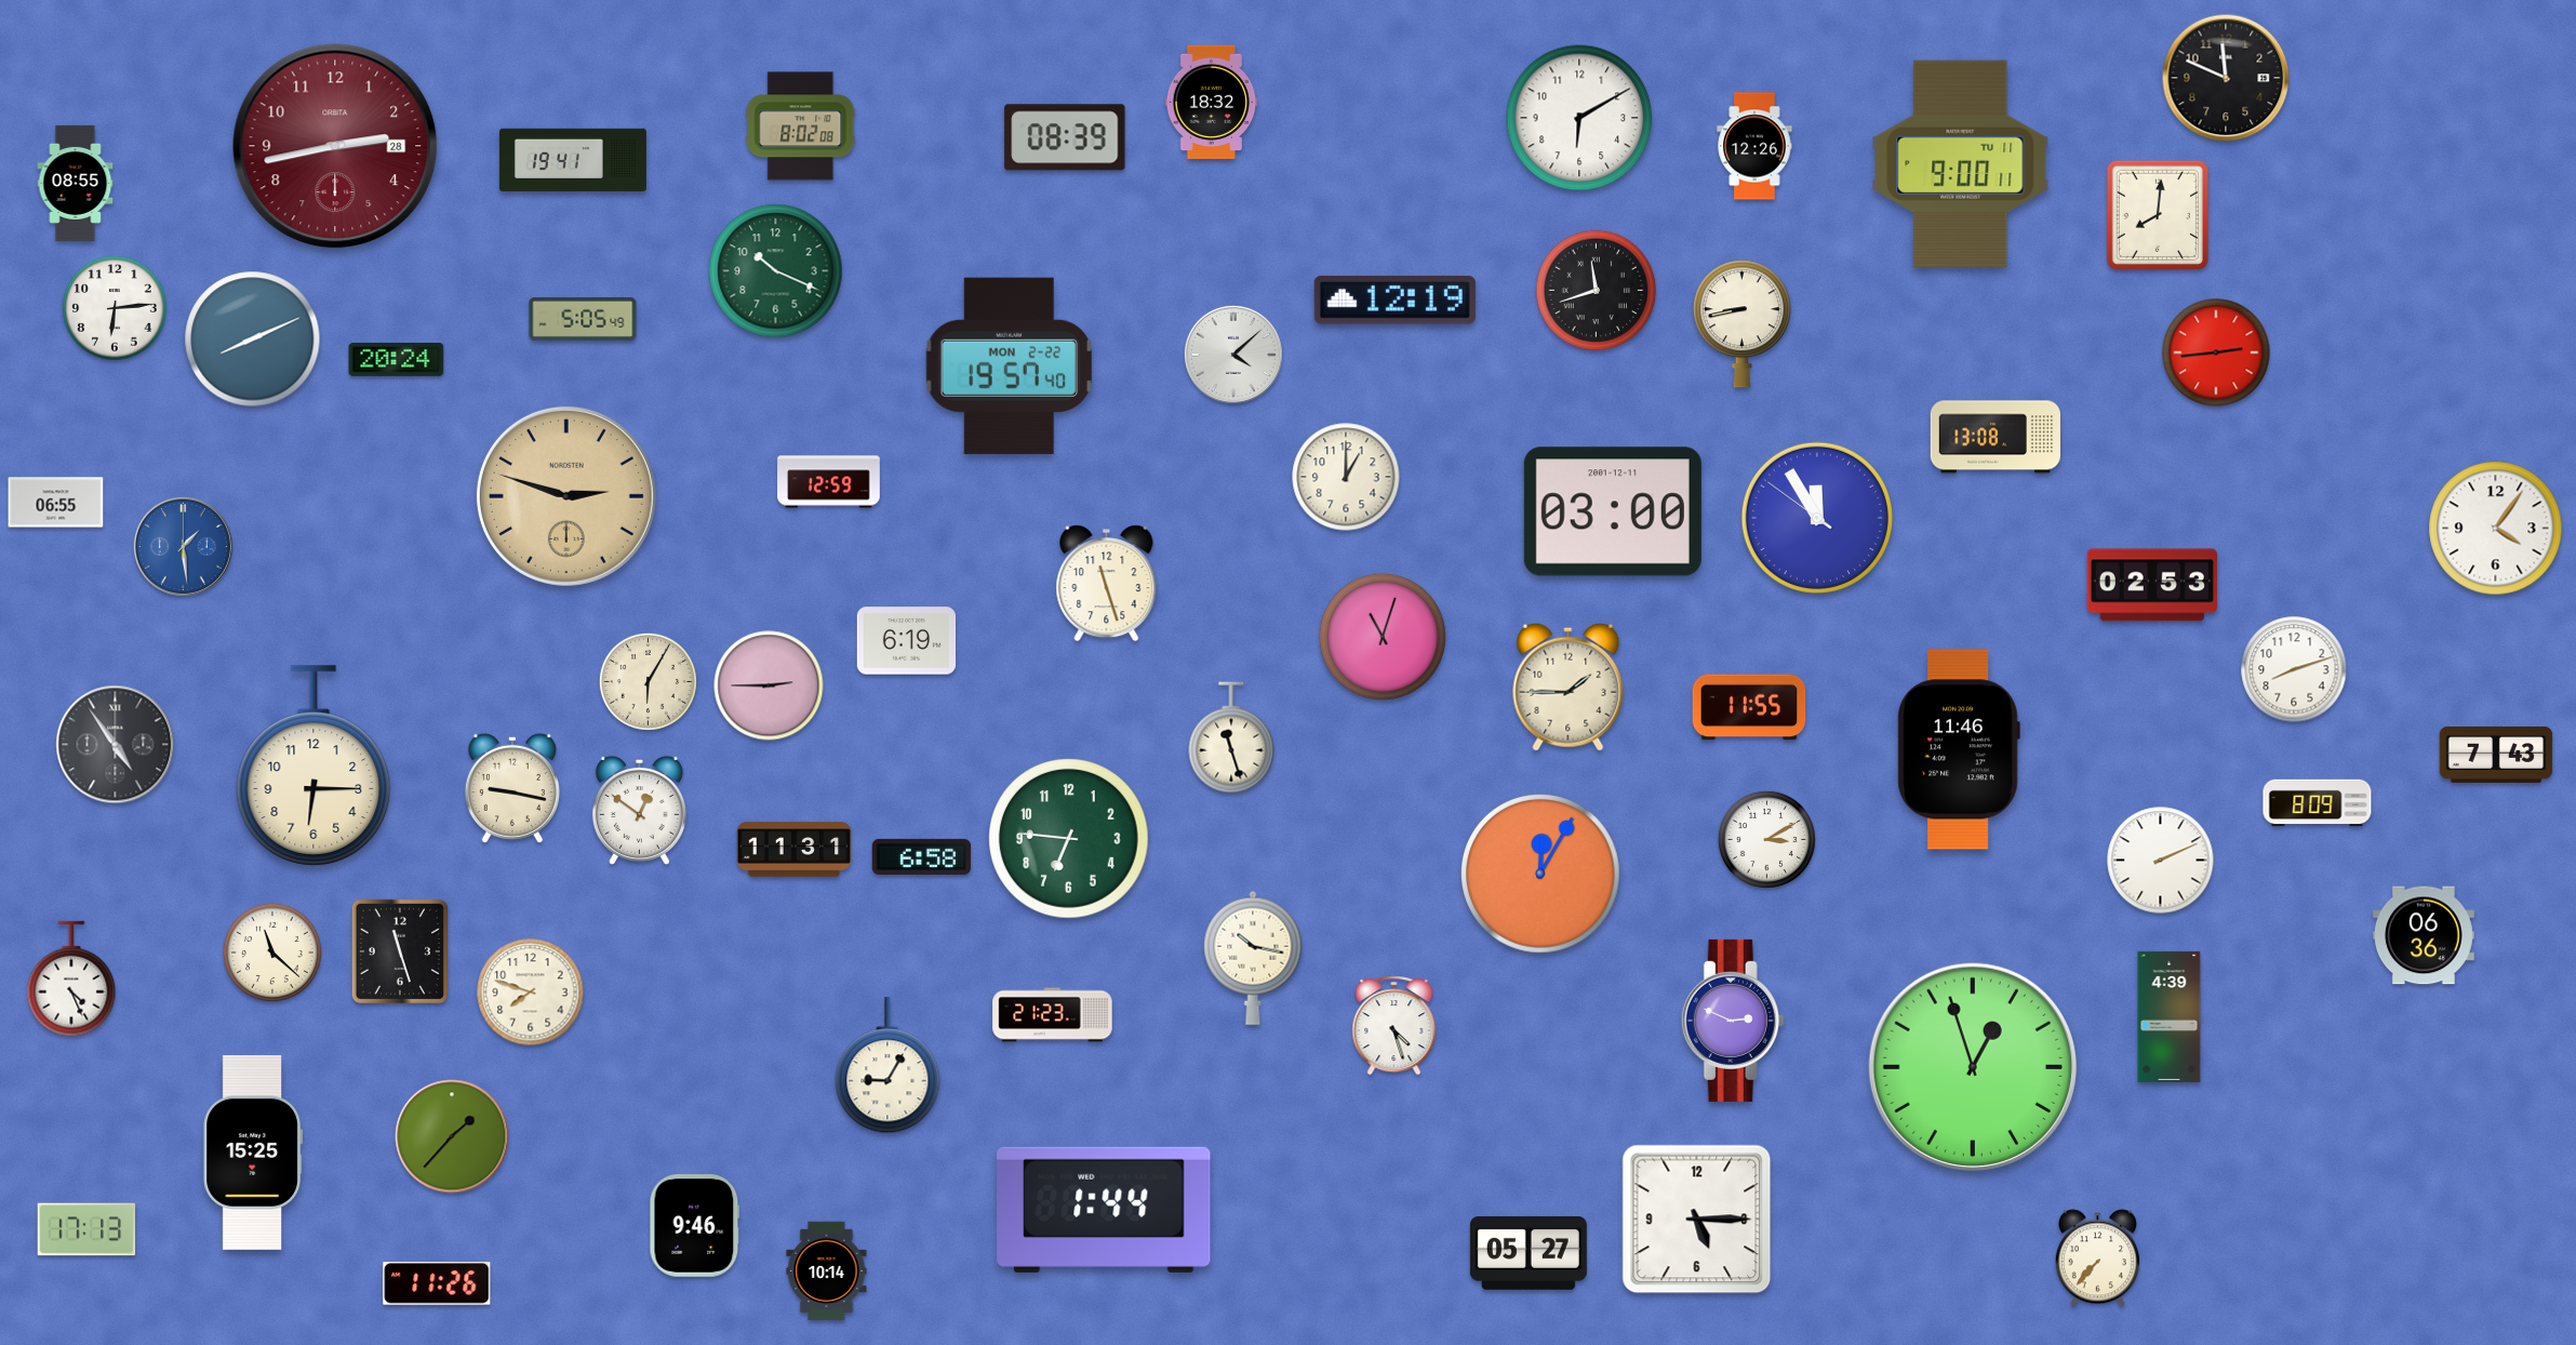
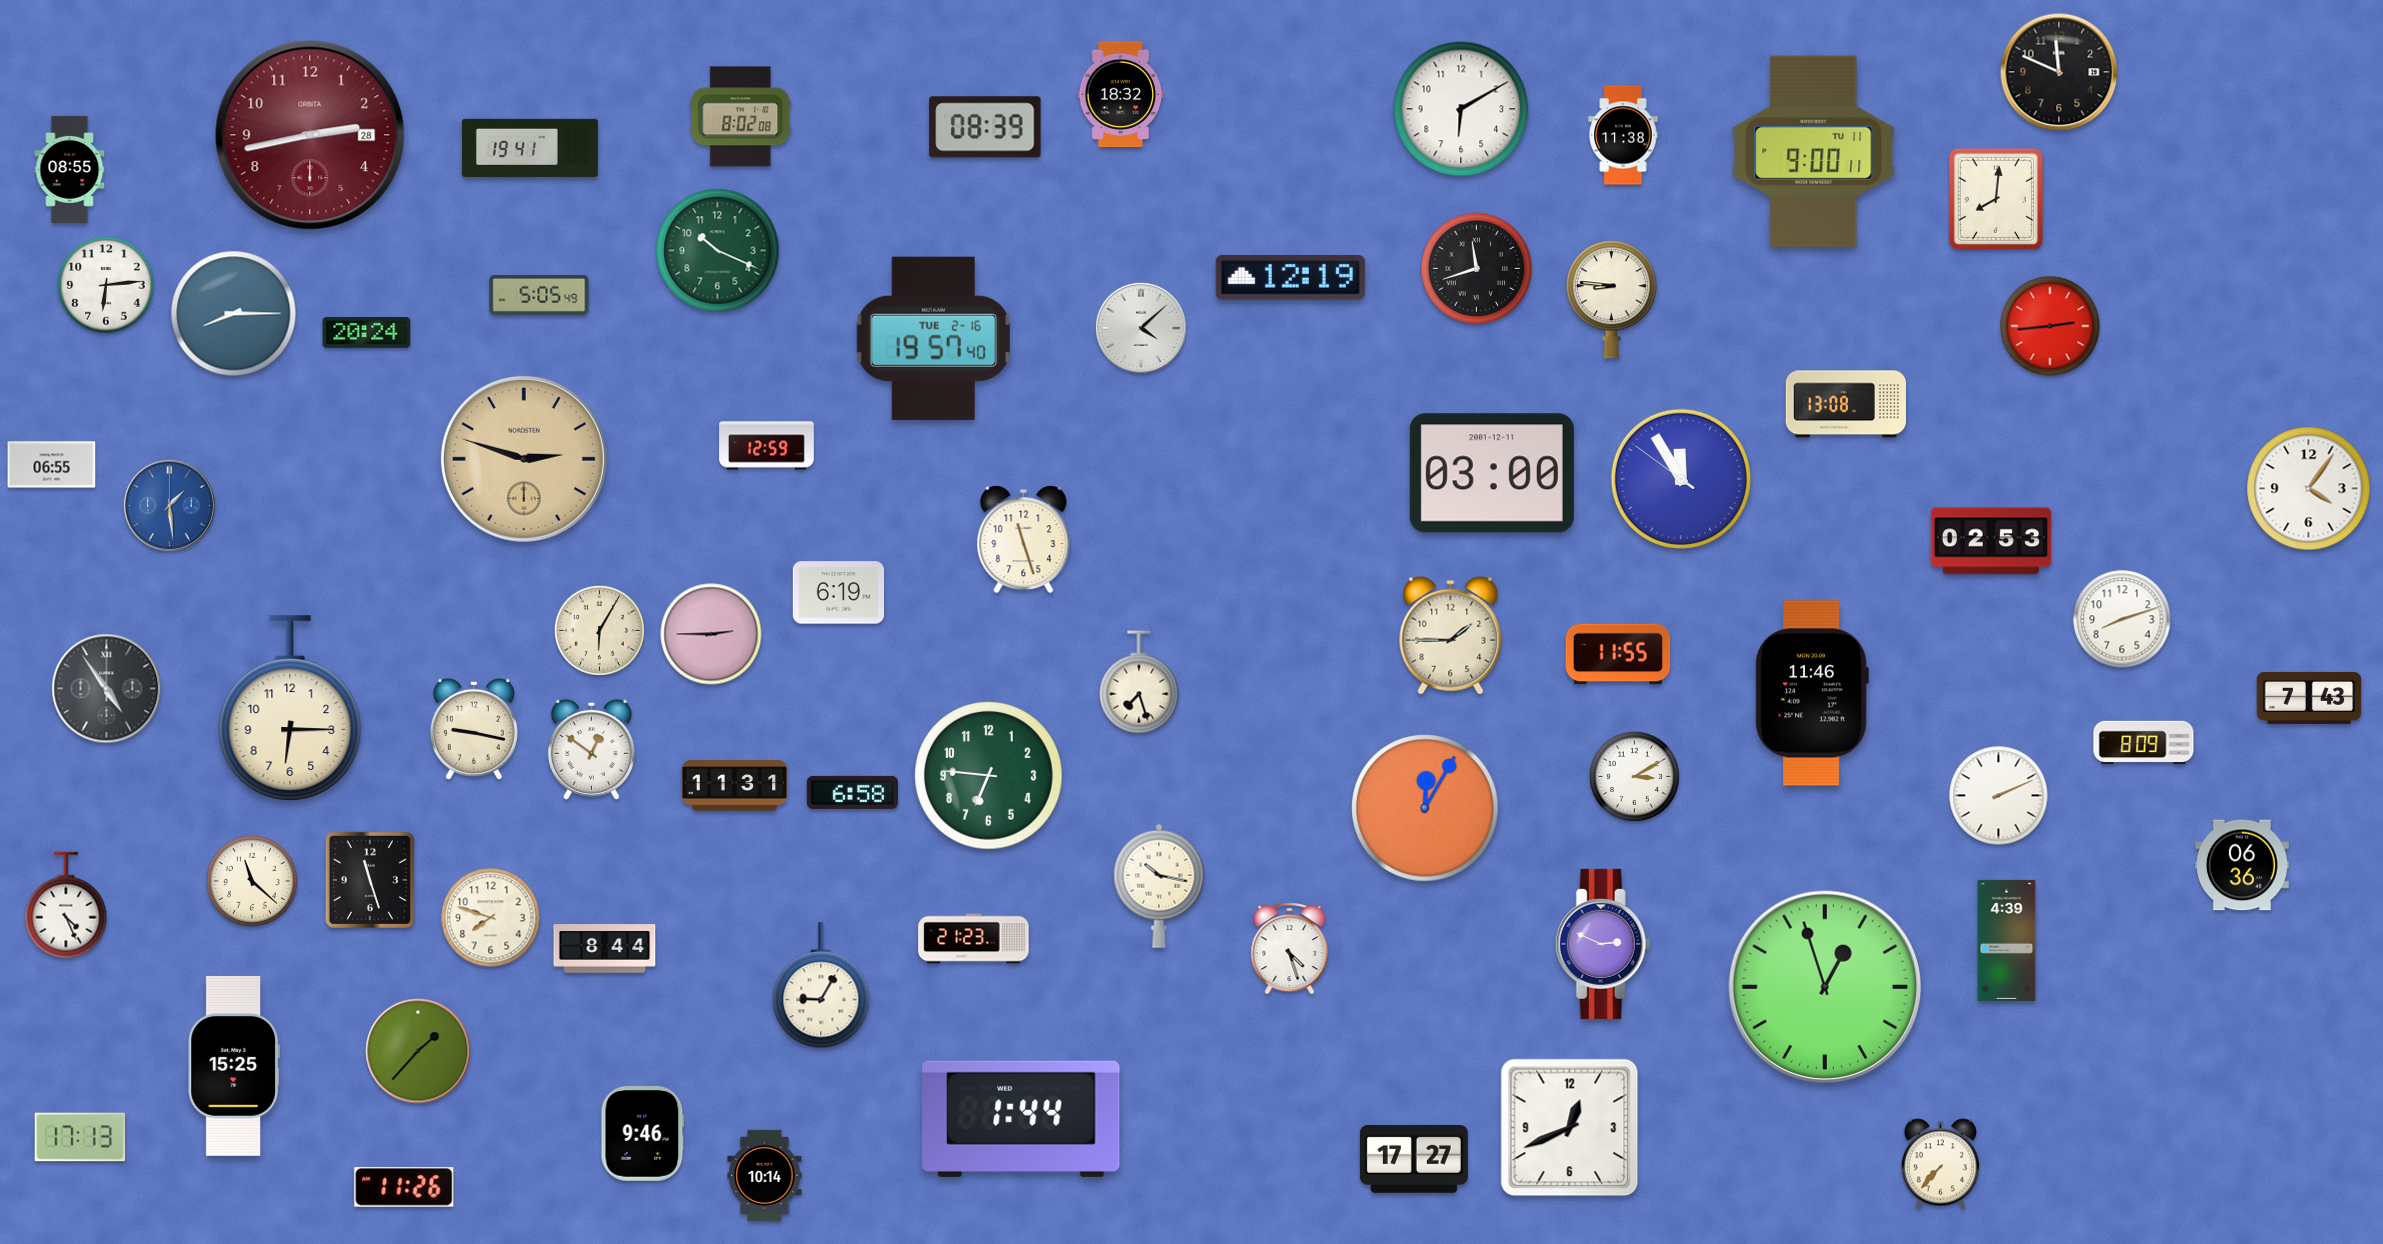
clock at (1754, 146): 12:26 -> 11:38
clock at (1741, 324): 8:43 -> 8:46
clock at (253, 339): 8:11 -> 8:15
clock at (1009, 365) date: MON 2-22 -> TUE 2-16
clock at (1346, 477): 1:00 -> none
clock at (1383, 637): 11:03 -> none
clock at (1231, 737): 11:27 -> 7:27
clock at (605, 949): none -> 8:44
clock at (1697, 1220): 5:15 -> 12:41
clock at (1529, 1253): 05:27 -> 17:27
